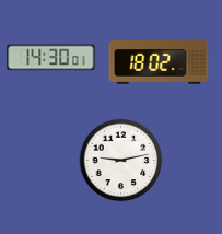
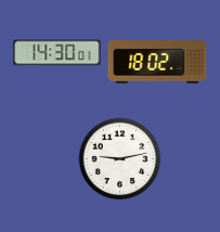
clock at (51, 58) position: (51, 58) -> (57, 53)
